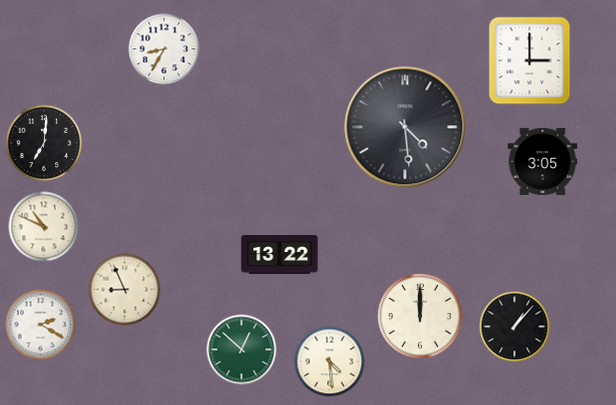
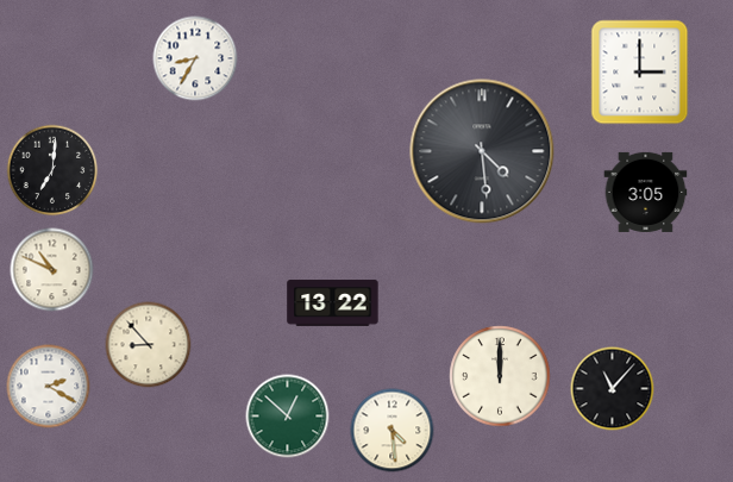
clock at (530, 61) position: (530, 61) -> (640, 73)
clock at (125, 290): 8:56 -> 8:53
clock at (515, 327): 1:07 -> 11:07
